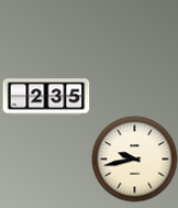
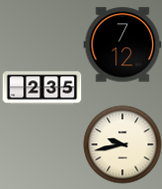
clock at (122, 45): none -> 7:12
